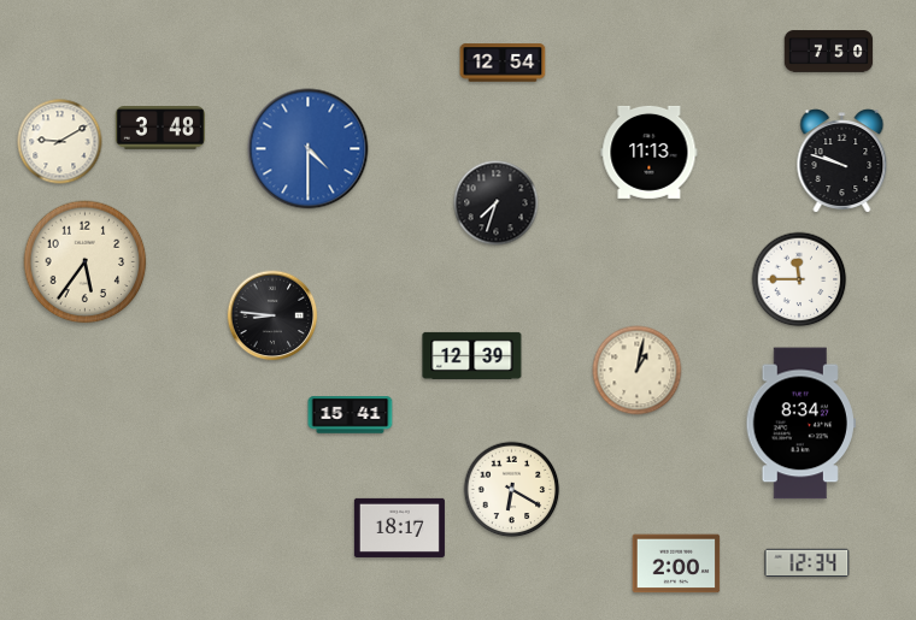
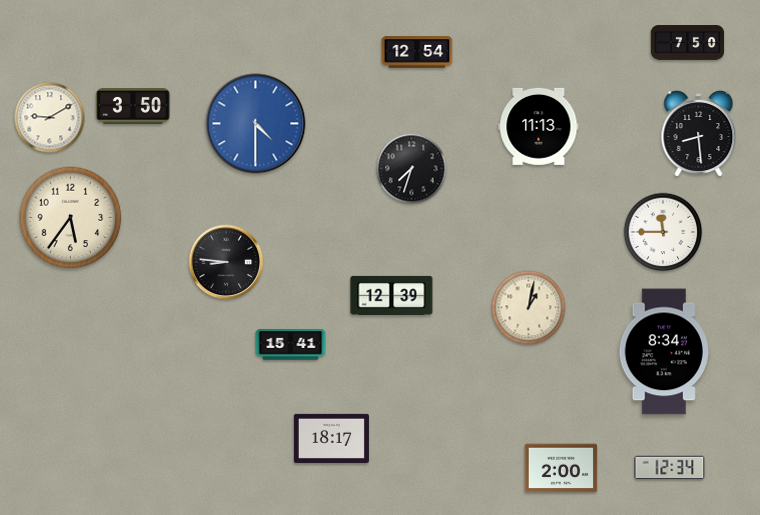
clock at (160, 129): 3:48 -> 3:50
clock at (842, 161): 9:48 -> 8:29
clock at (512, 490): 6:20 -> none
